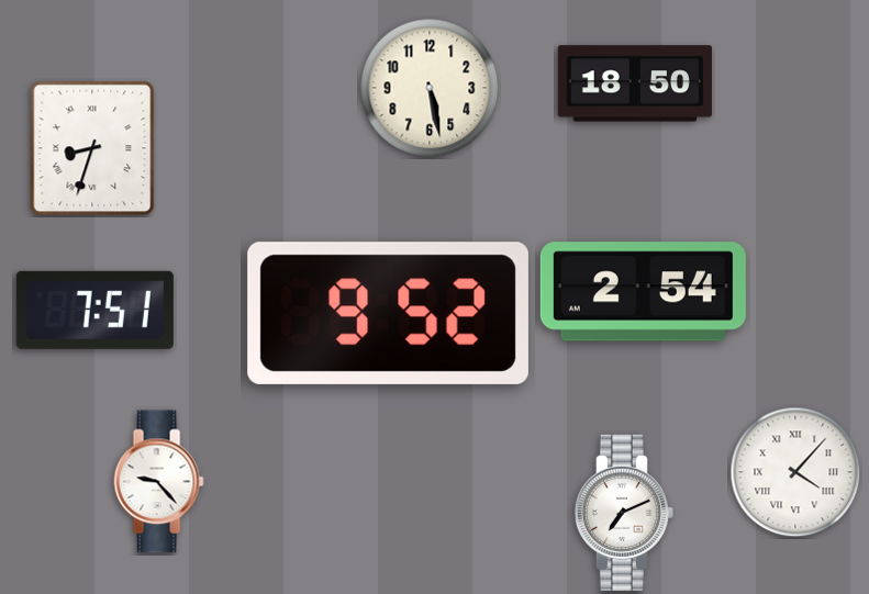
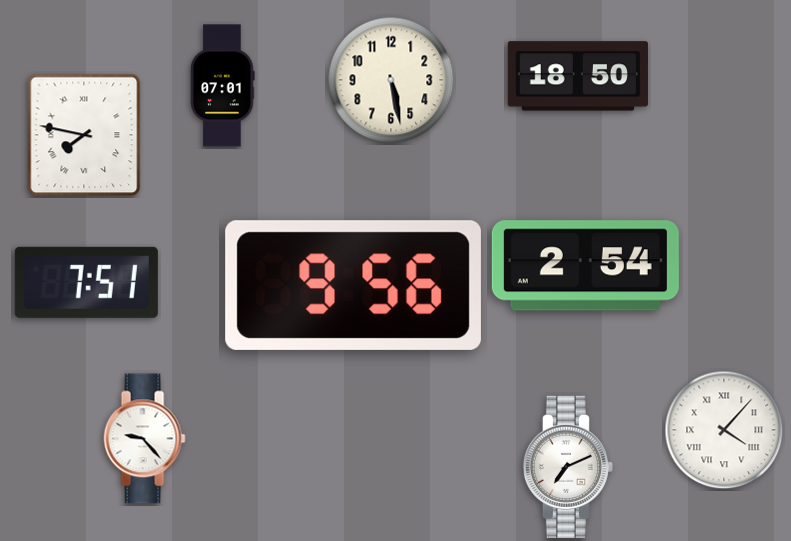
clock at (223, 86): none -> 07:01
clock at (92, 148): 8:33 -> 7:47
clock at (388, 313): 9:52 -> 9:56
